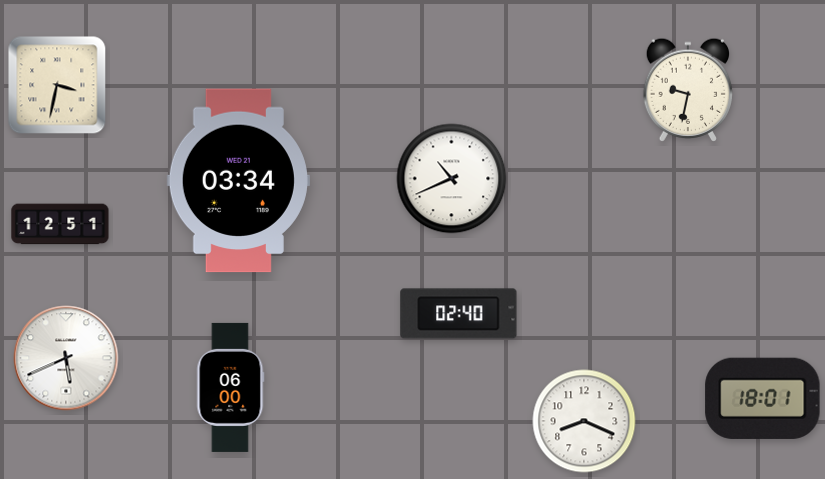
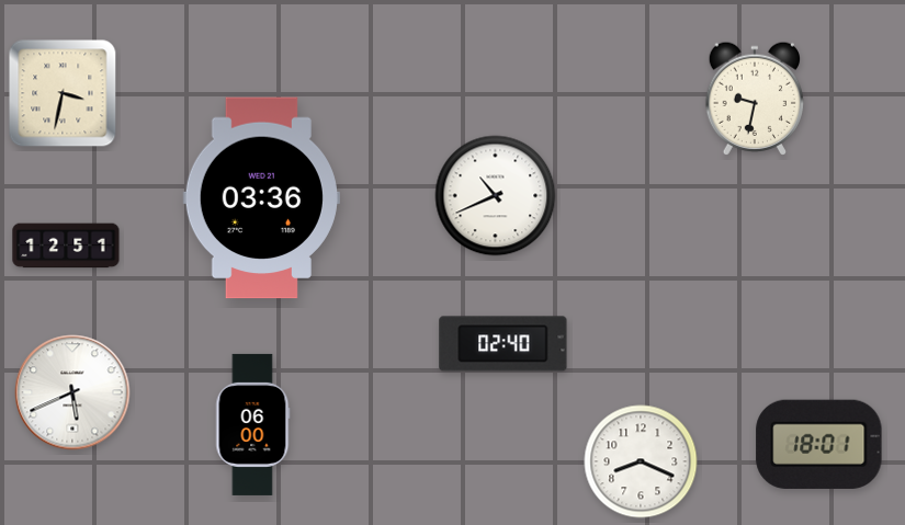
clock at (238, 181): 03:34 -> 03:36
clock at (763, 398) position: (763, 398) -> (819, 444)
